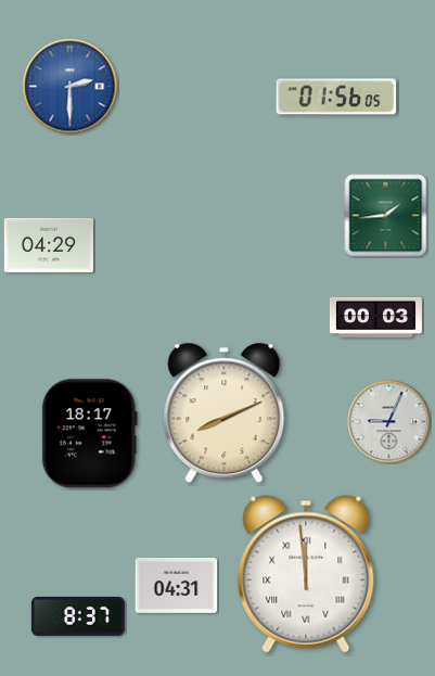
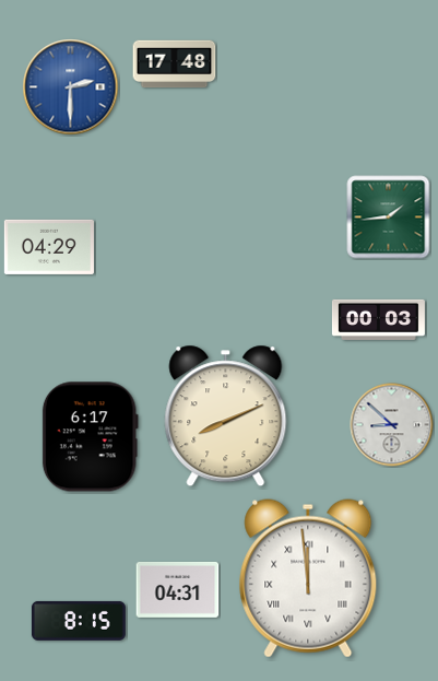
clock at (175, 64): none -> 17:48
clock at (336, 97): 01:56 -> none
clock at (389, 422): 9:04 -> 8:52
clock at (89, 434): 18:17 -> 6:17
clock at (78, 616): 8:37 -> 8:15
